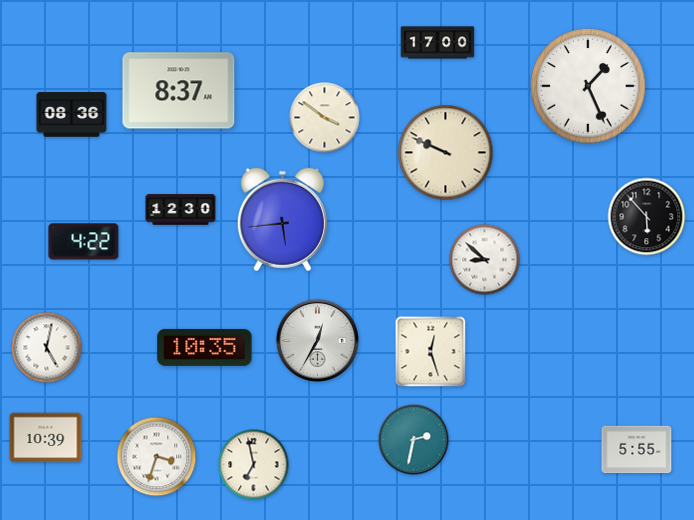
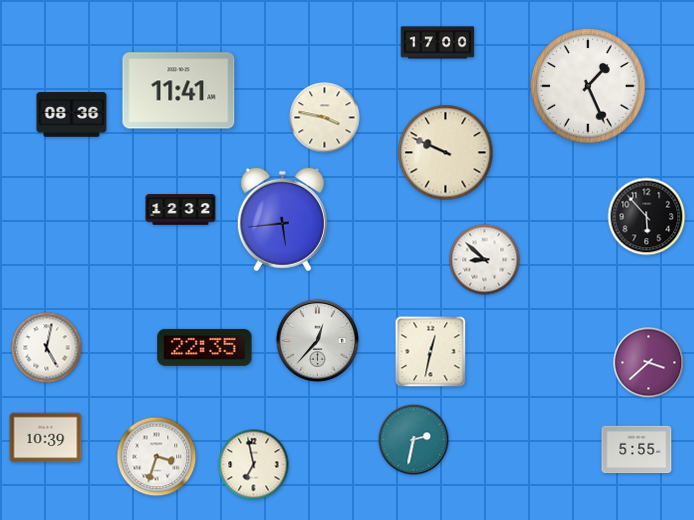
clock at (179, 91): 8:37 -> 11:41
clock at (325, 118): 3:51 -> 3:47
clock at (181, 210): 12:30 -> 12:32
clock at (84, 242): 4:22 -> none
clock at (317, 340): 12:35 -> 12:37
clock at (205, 347): 10:35 -> 22:35
clock at (431, 352): 12:27 -> 12:32
clock at (649, 363): none -> 3:38
